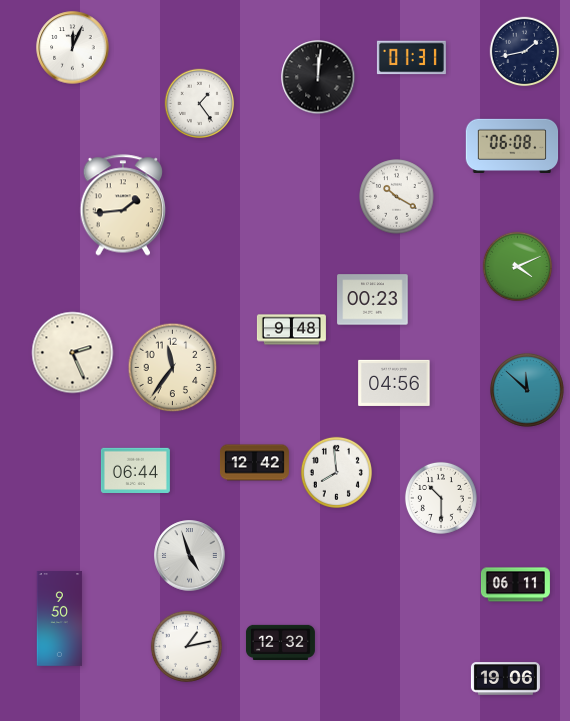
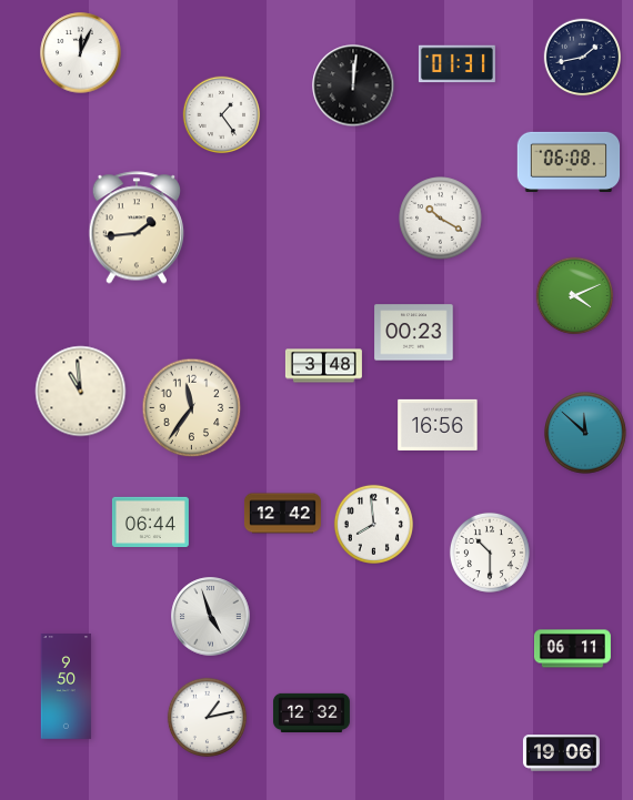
clock at (291, 330): 9:48 -> 3:48
clock at (73, 353): 2:26 -> 10:59
clock at (394, 383): 04:56 -> 16:56
